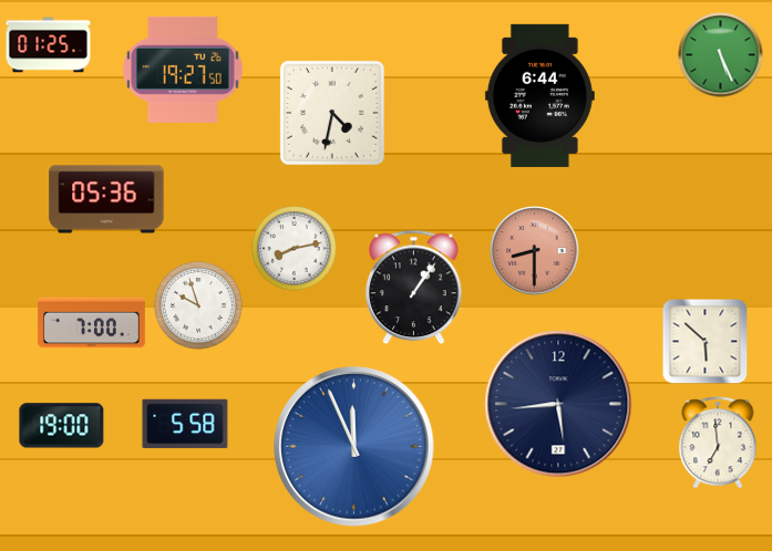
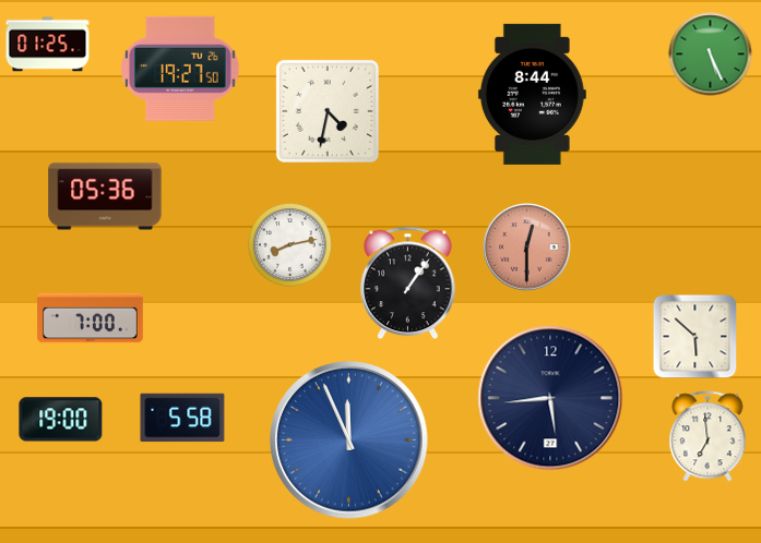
clock at (539, 95): 6:44 -> 8:44
clock at (535, 251): 8:30 -> 12:30
clock at (198, 305): 9:57 -> none
